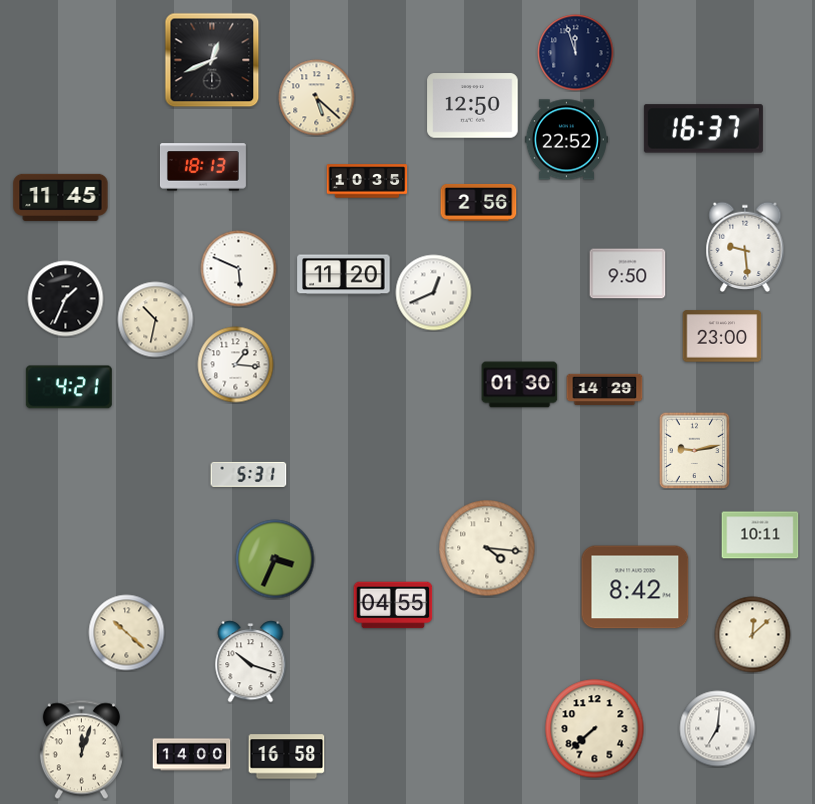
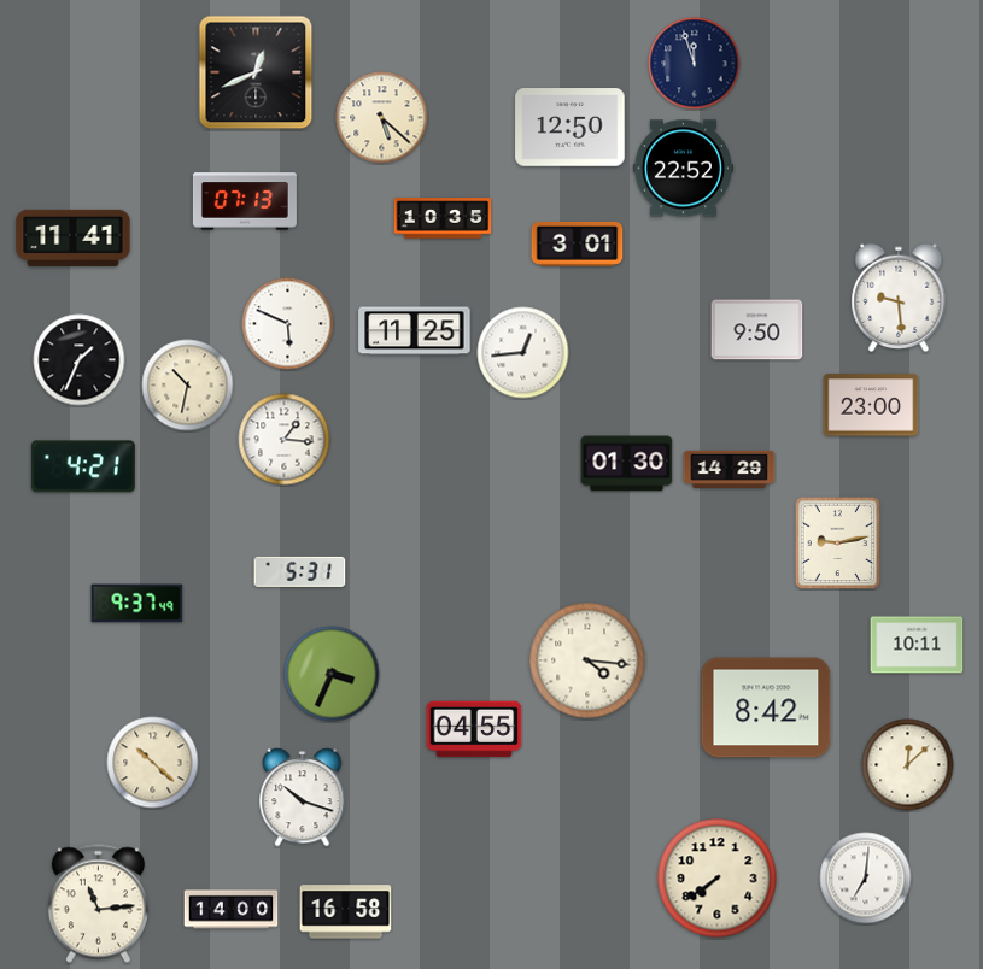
clock at (703, 129): 16:37 -> none
clock at (203, 167): 18:13 -> 07:13
clock at (61, 197): 11:45 -> 11:41
clock at (479, 202): 2:56 -> 3:01
clock at (344, 275): 11:20 -> 11:25
clock at (434, 293): 12:41 -> 12:44
clock at (137, 604): none -> 9:37
clock at (595, 729): 7:38 -> 7:39
clock at (81, 750): 12:03 -> 11:14
